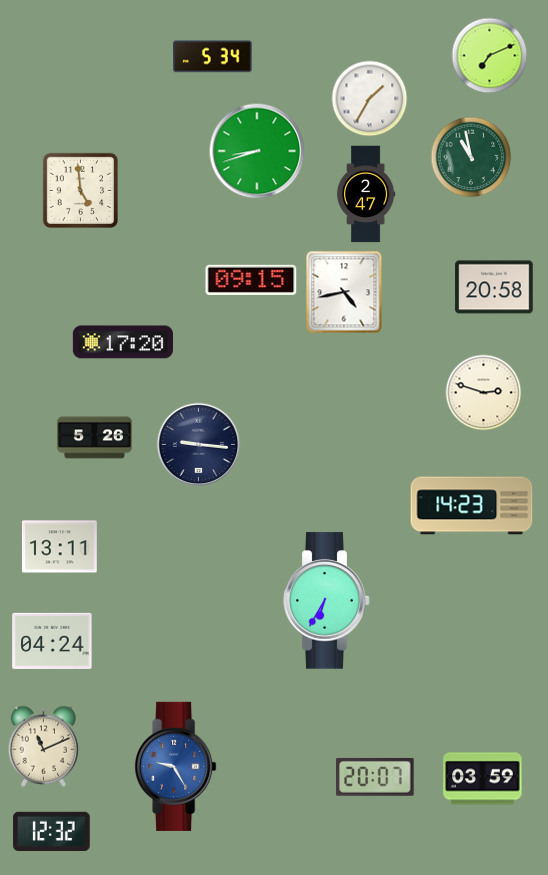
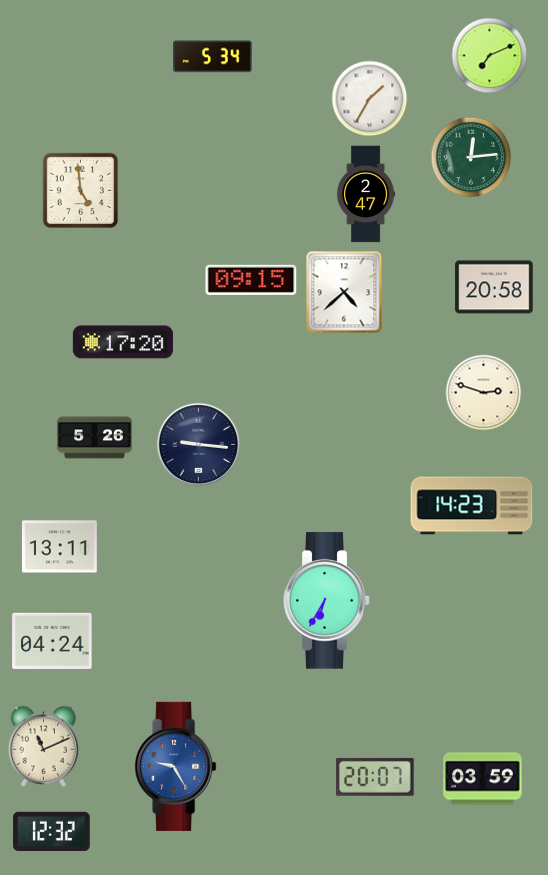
clock at (257, 151): 8:42 -> none
clock at (471, 157): 10:58 -> 12:14
clock at (344, 292): 4:43 -> 4:38
